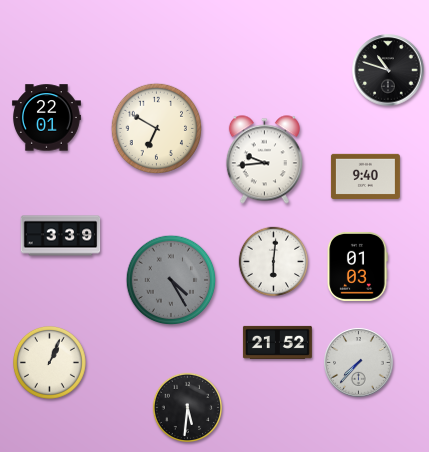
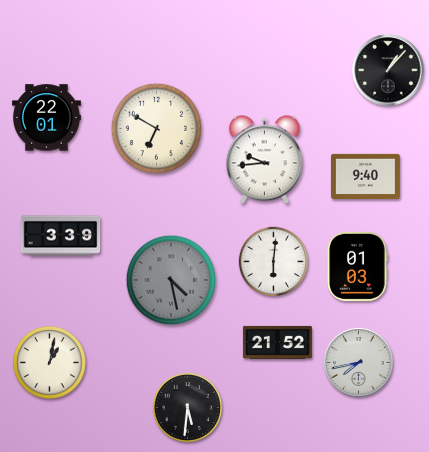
clock at (388, 70): 10:48 -> 1:07
clock at (171, 280): 4:25 -> 4:28
clock at (49, 362): 1:04 -> 1:02
clock at (359, 363): 7:37 -> 7:43
